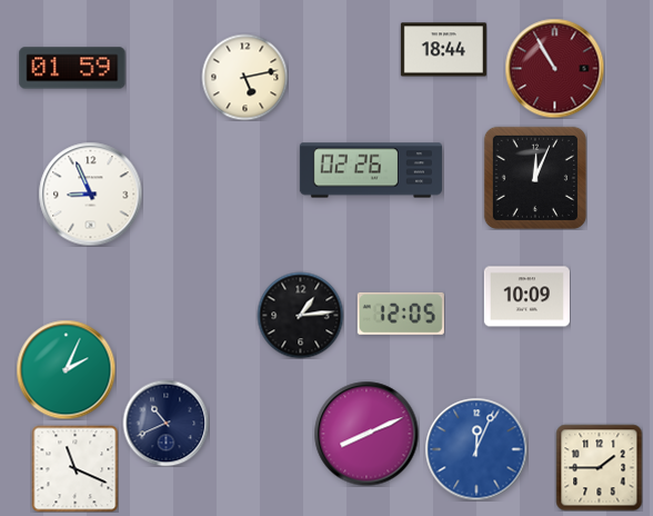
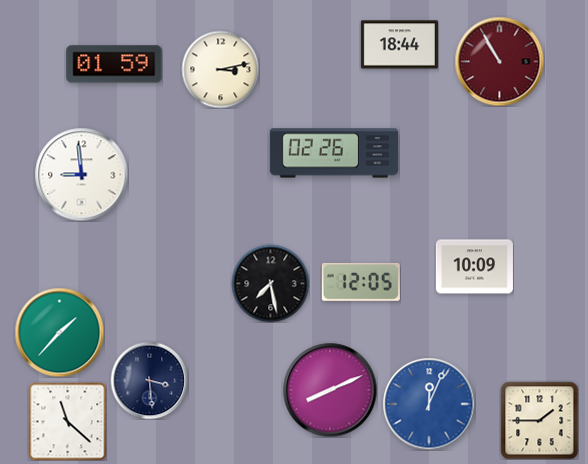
clock at (72, 68) position: (72, 68) -> (114, 64)
clock at (244, 77): 5:13 -> 3:13
clock at (535, 178): 12:04 -> none
clock at (90, 193): 8:56 -> 8:59
clock at (300, 315): 1:14 -> 7:28
clock at (66, 369): 2:04 -> 1:37
clock at (165, 423): 10:41 -> 3:29
clock at (74, 468): 11:19 -> 11:22
